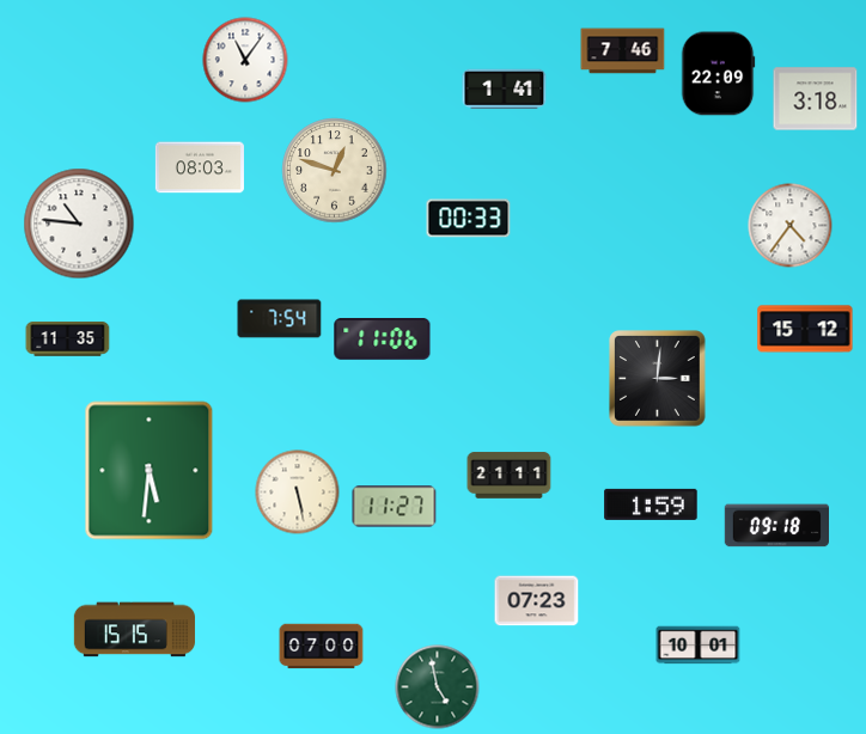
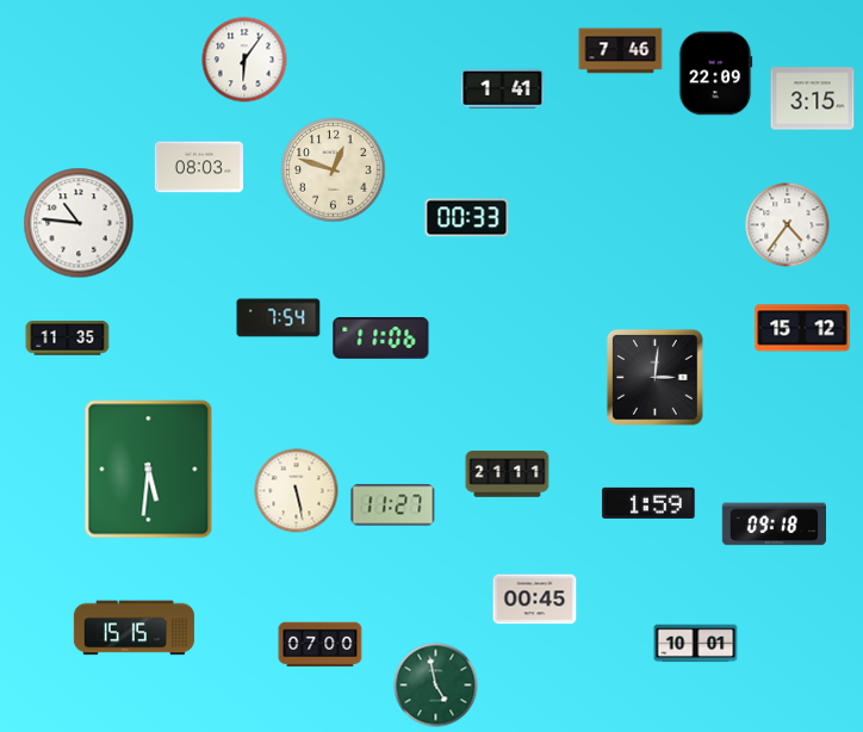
clock at (245, 60): 11:06 -> 6:06
clock at (816, 99): 3:18 -> 3:15
clock at (537, 601): 07:23 -> 00:45
